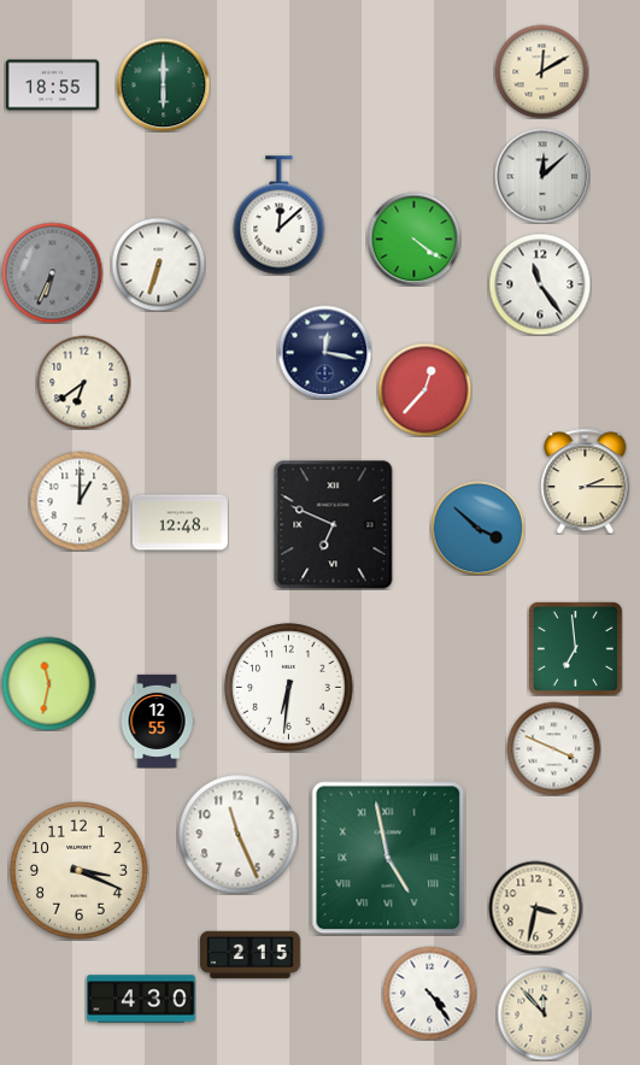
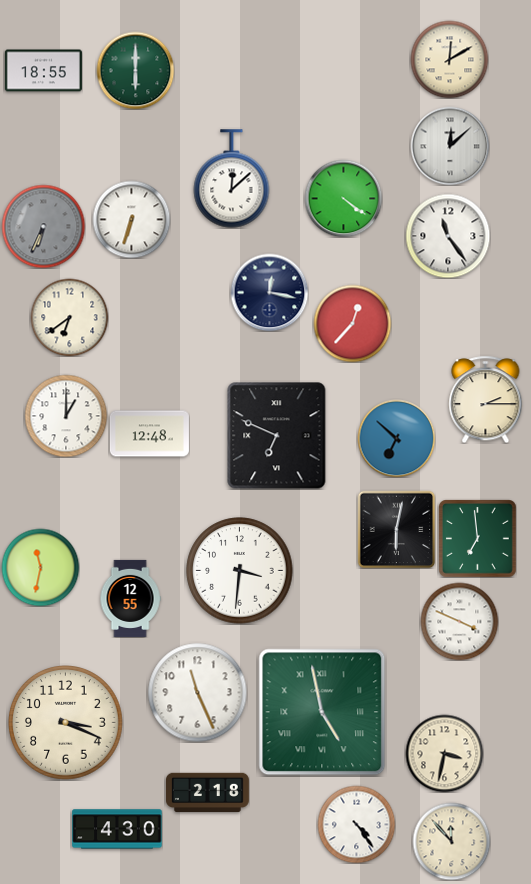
clock at (477, 528): 3:52 -> 6:52
clock at (396, 529): none -> 6:02
clock at (289, 688): 6:31 -> 3:31
clock at (251, 955): 2:15 -> 2:18
